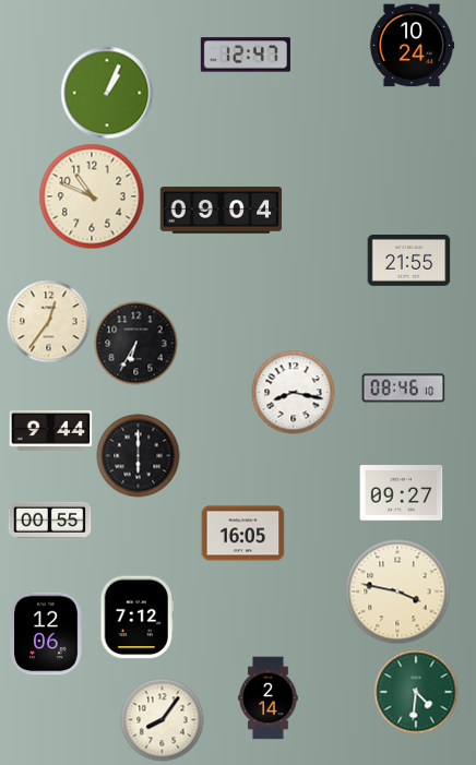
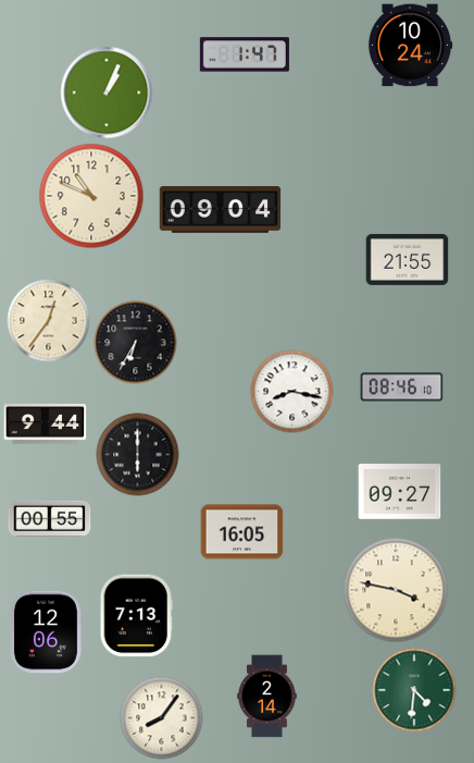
clock at (246, 55): 12:47 -> 1:47
clock at (51, 431) position: (51, 431) -> (46, 424)
clock at (136, 618): 7:12 -> 7:13
